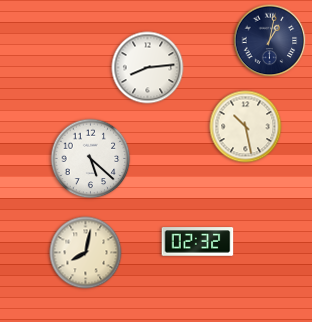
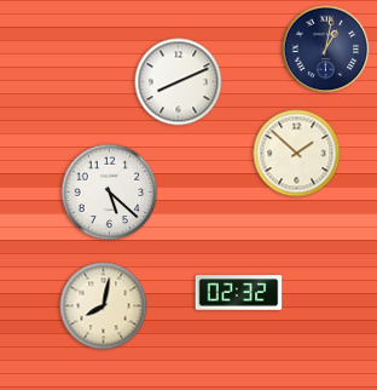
clock at (148, 68): 8:14 -> 8:11
clock at (246, 127): 10:28 -> 1:52
